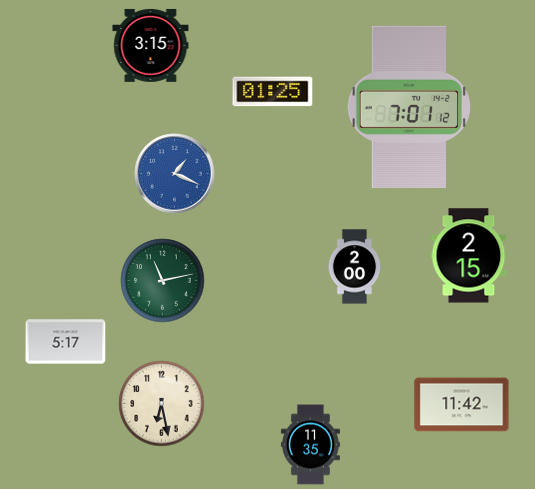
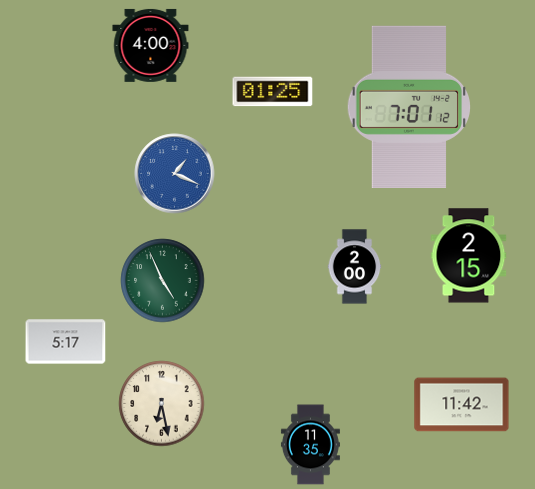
clock at (151, 45): 3:15 -> 4:00
clock at (163, 281): 11:13 -> 4:56
